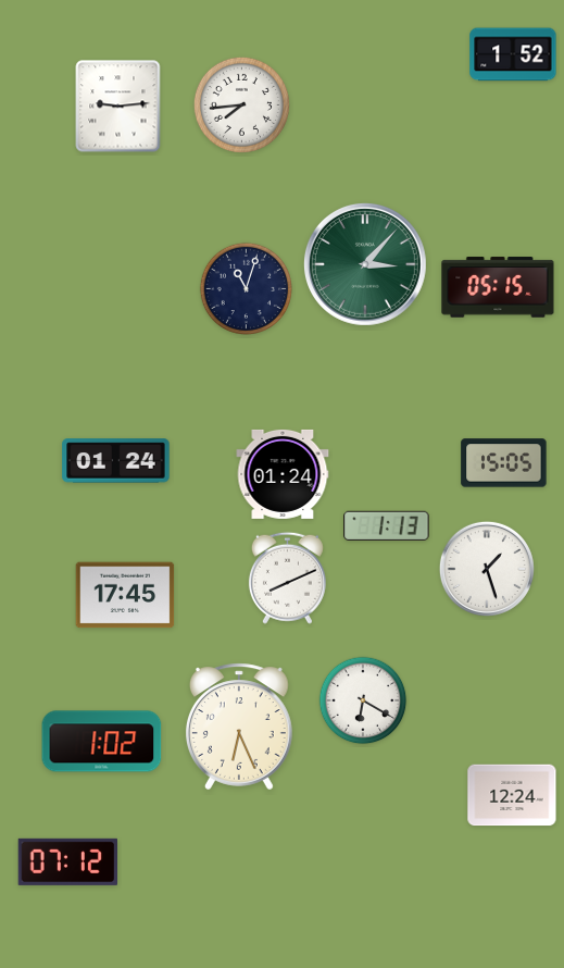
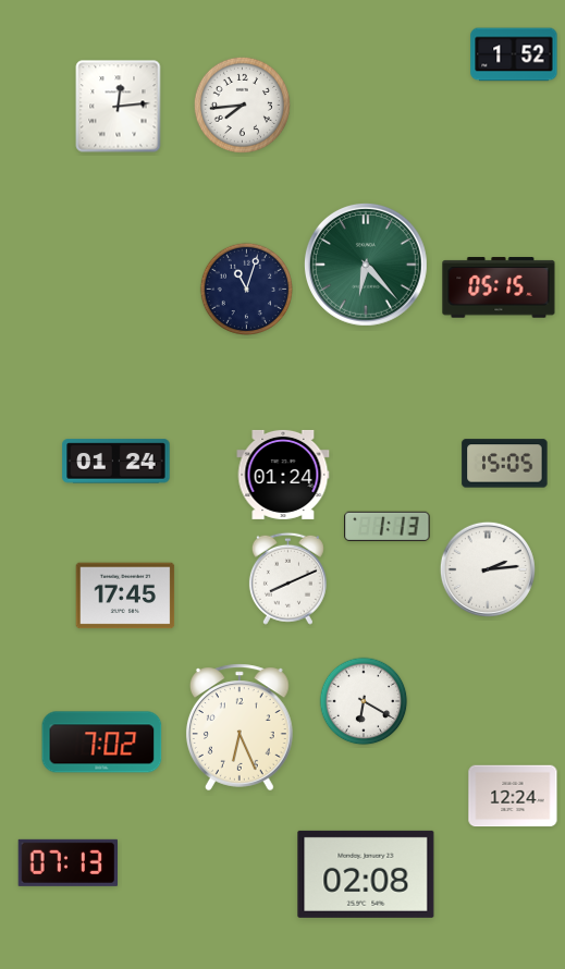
clock at (118, 107): 9:14 -> 12:14
clock at (365, 264): 3:07 -> 6:23
clock at (487, 569): 1:27 -> 2:14
clock at (102, 742): 1:02 -> 7:02
clock at (67, 861): 07:12 -> 07:13
clock at (366, 874): none -> 02:08
